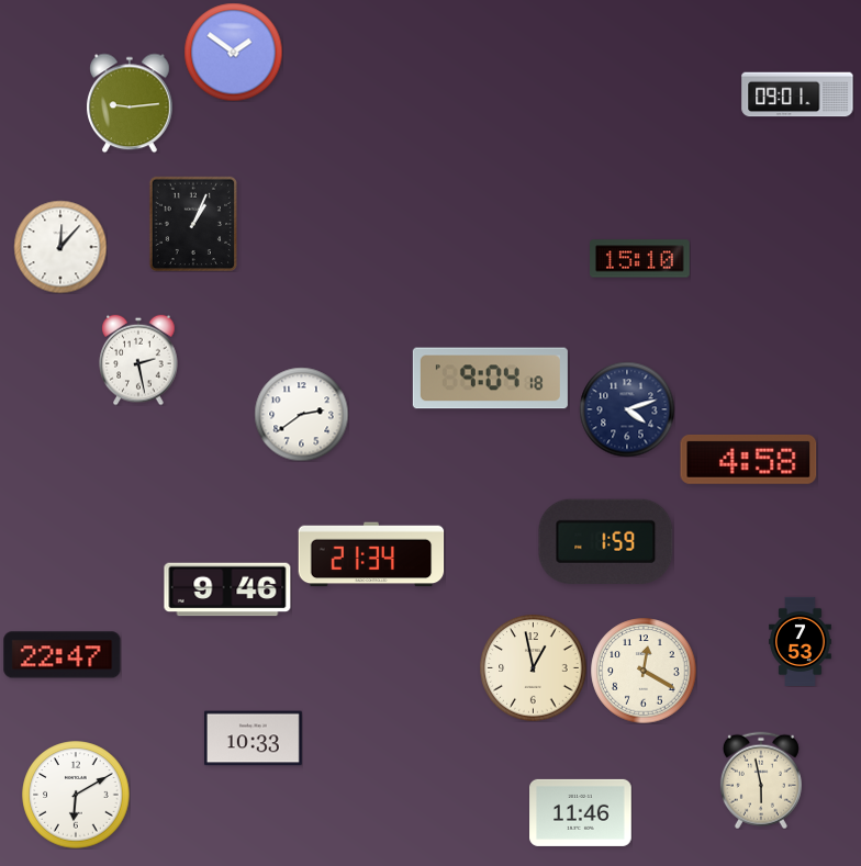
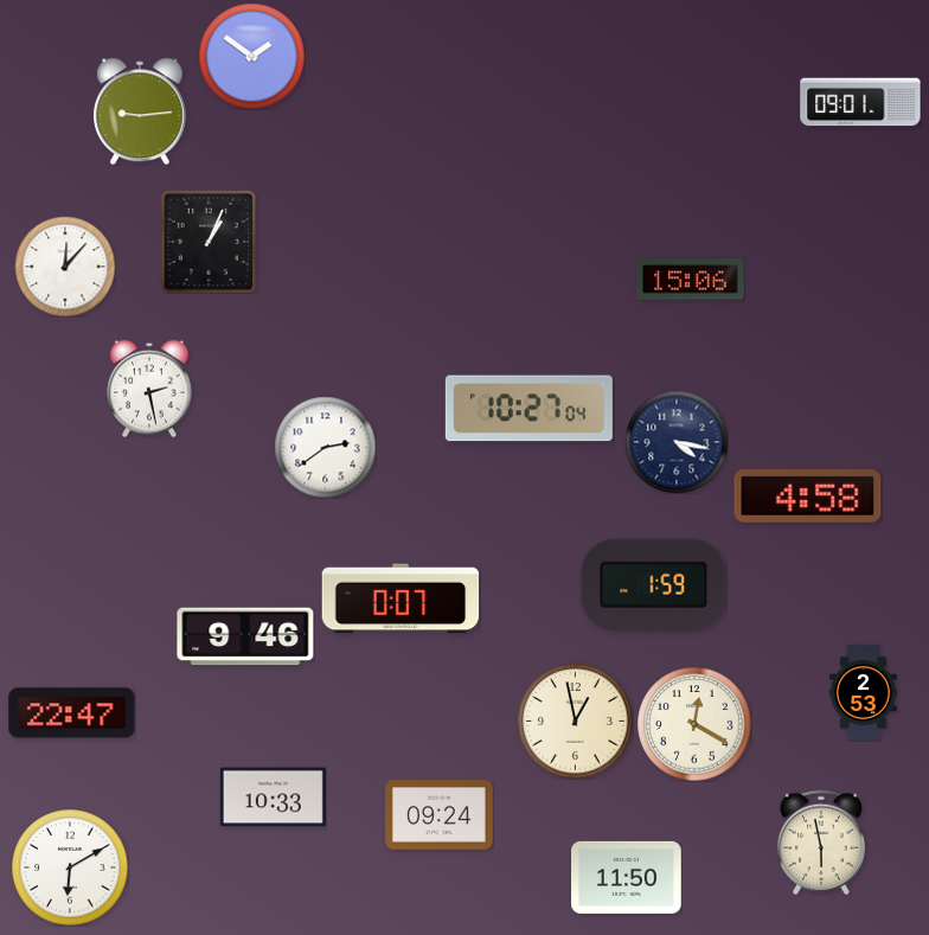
clock at (640, 259): 15:10 -> 15:06
clock at (490, 379): 9:04 -> 10:27
clock at (627, 409): 4:12 -> 4:17
clock at (371, 554): 21:34 -> 0:07
clock at (801, 641): 7:53 -> 2:53
clock at (63, 655) position: (63, 655) -> (72, 713)
clock at (440, 815): none -> 09:24
clock at (76, 795) position: (76, 795) -> (70, 867)
clock at (581, 812): 11:46 -> 11:50
